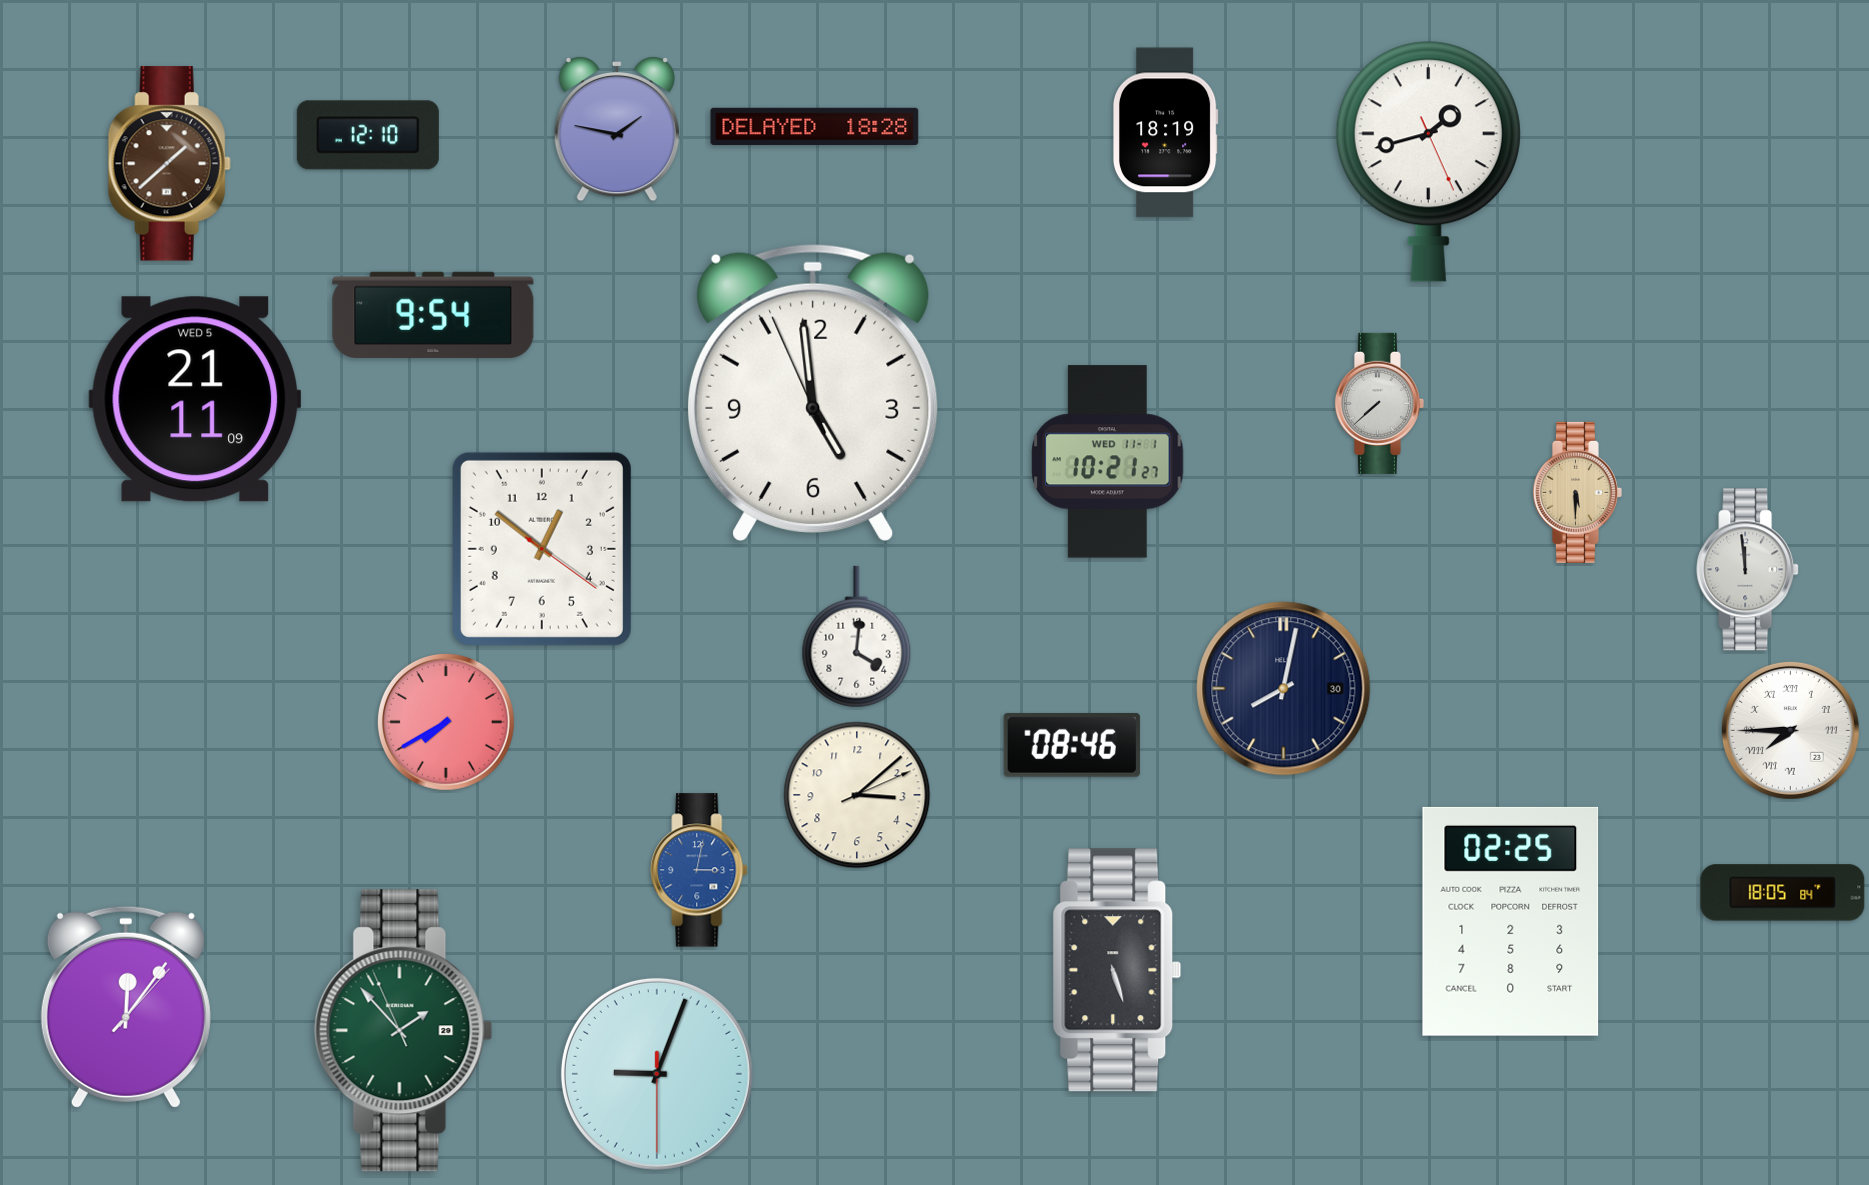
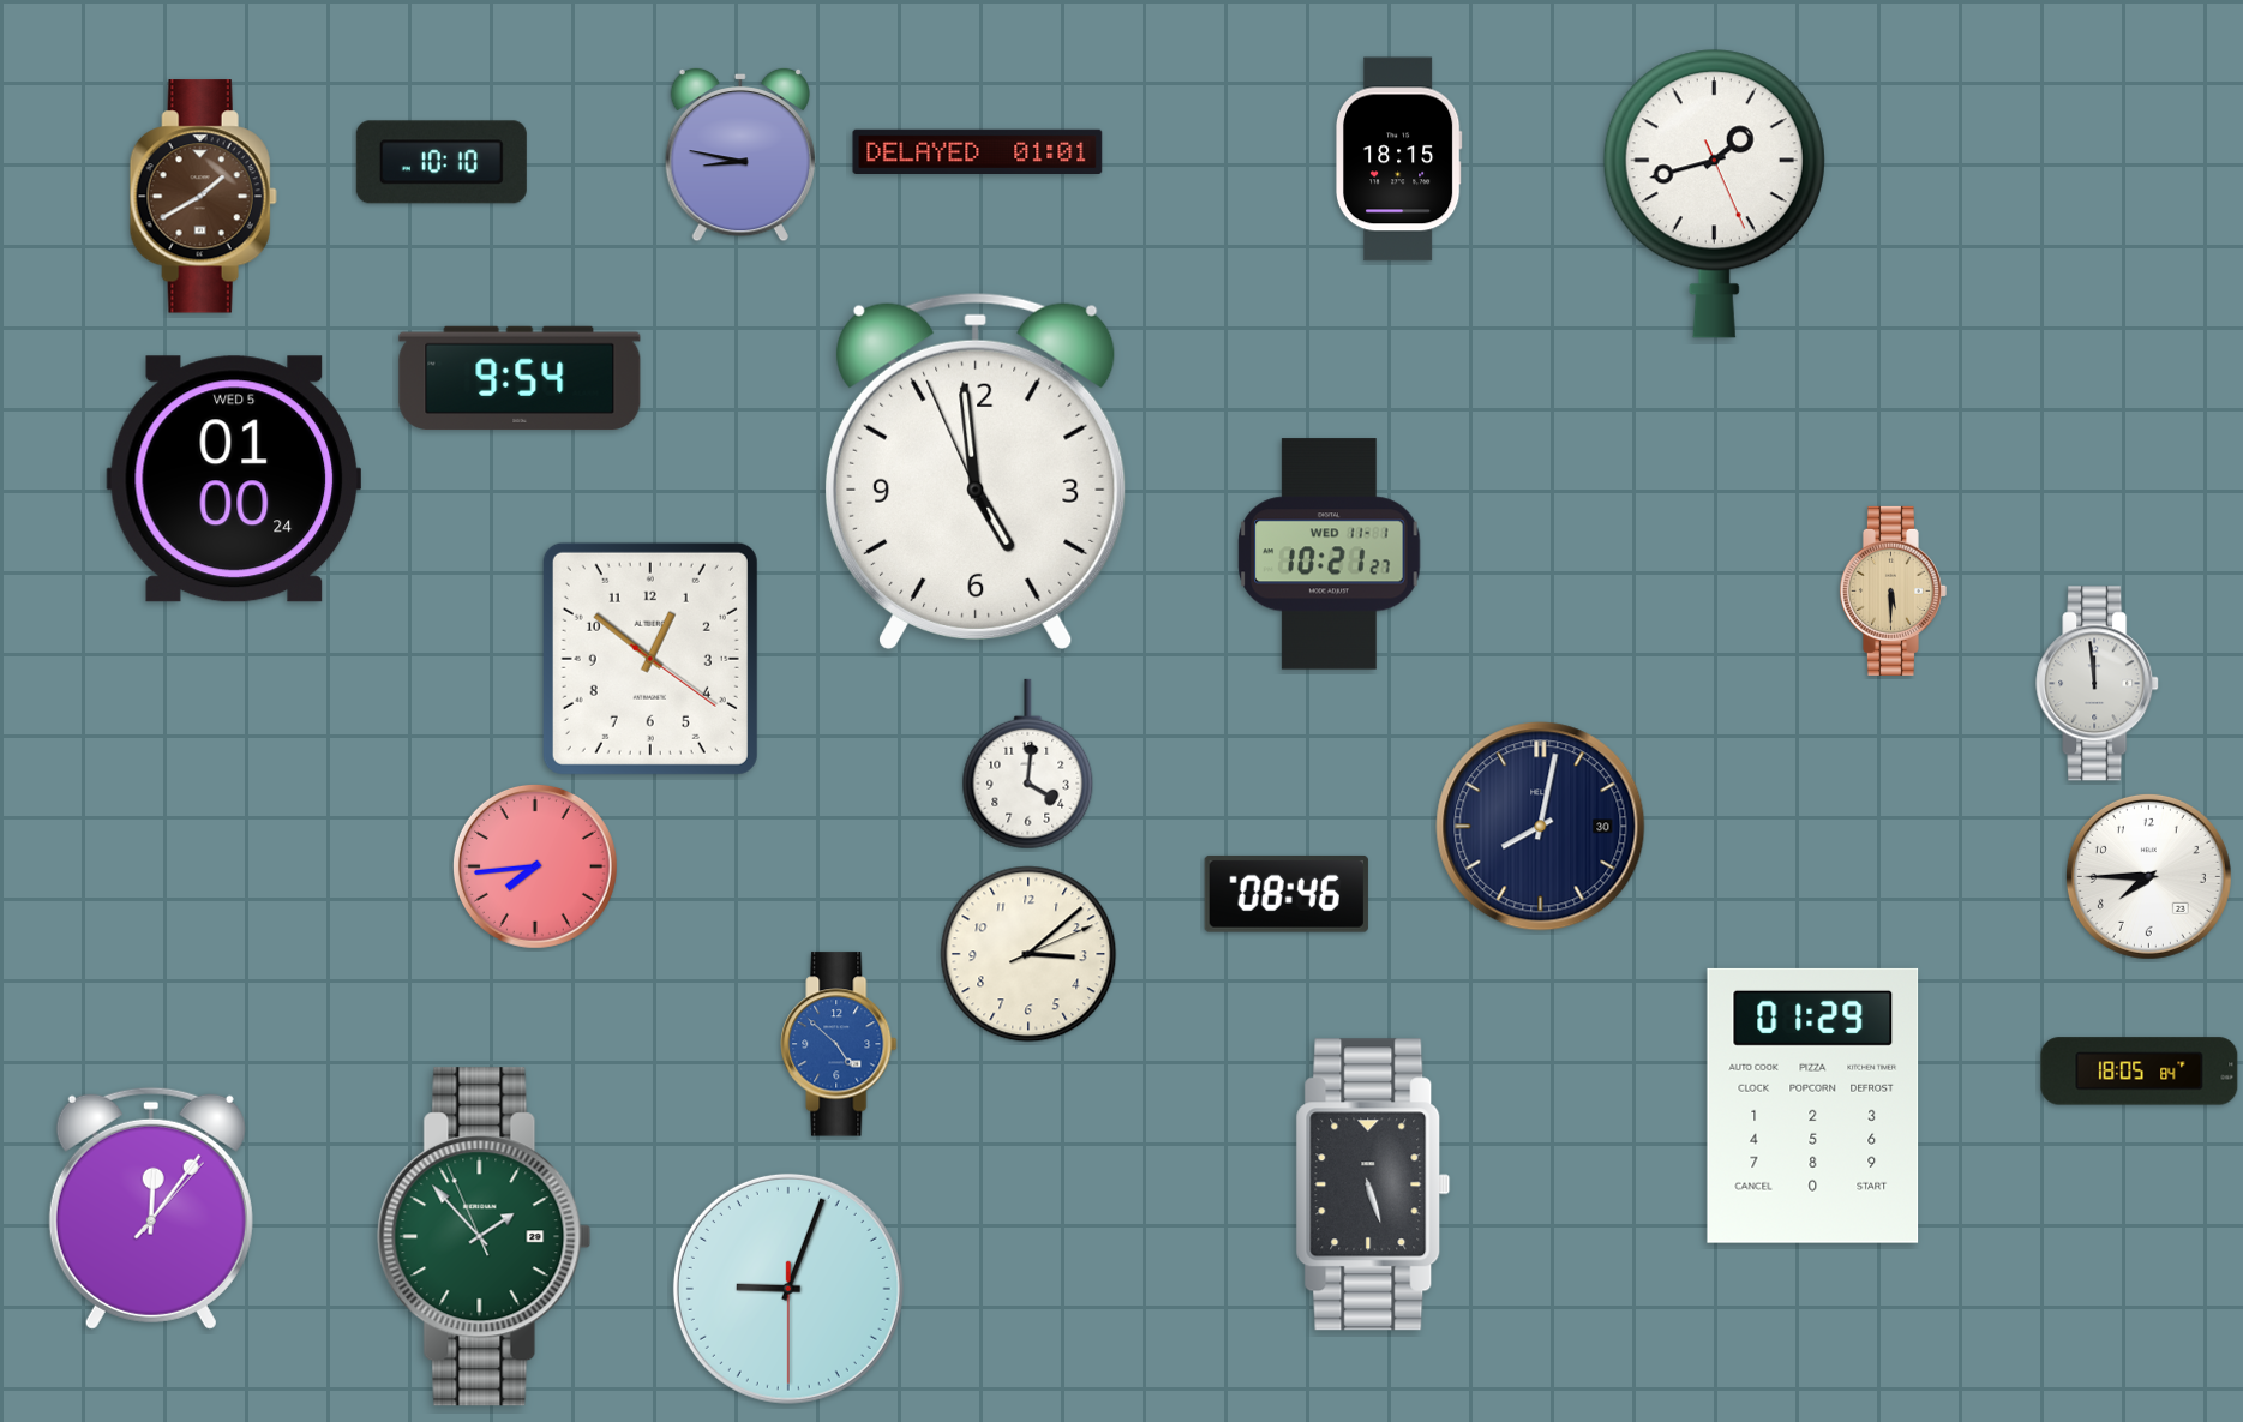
clock at (815, 127): 18:28 -> 01:01
clock at (617, 129): 1:47 -> 8:47
clock at (1165, 133): 18:19 -> 18:15
clock at (368, 135): 12:10 -> 10:10
clock at (169, 164): 1:38 -> 1:40
clock at (194, 399): 21:11 -> 01:00
clock at (1379, 403): 7:38 -> none
clock at (446, 722): 7:40 -> 7:44
clock at (1790, 730) numerals: Roman -> Arabic
clock at (699, 870): 3:02 -> 4:52
clock at (1511, 921): 02:25 -> 01:29
clock at (1117, 970) position: (1117, 970) -> (1373, 1184)
